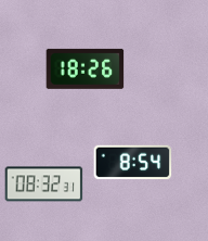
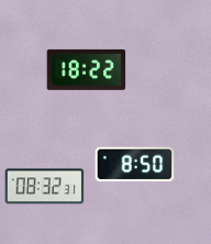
clock at (86, 68): 18:26 -> 18:22
clock at (133, 163): 8:54 -> 8:50
